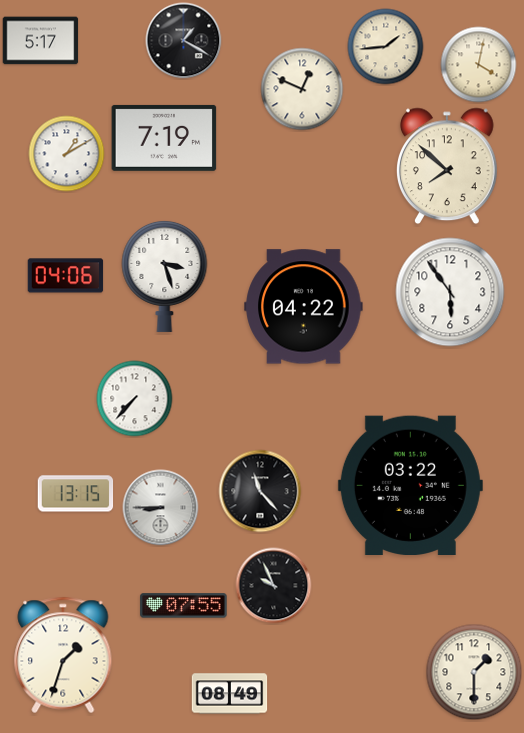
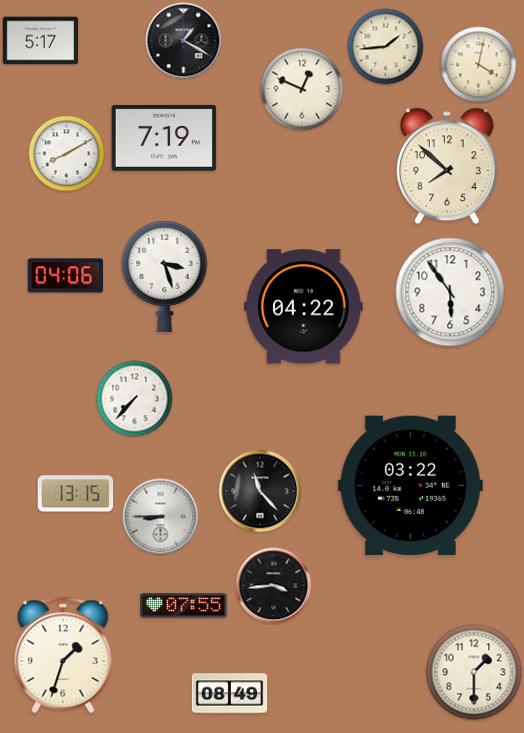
clock at (67, 154): 1:10 -> 8:10
clock at (161, 508) position: (161, 508) -> (161, 517)
clock at (274, 586): 9:56 -> 3:44
